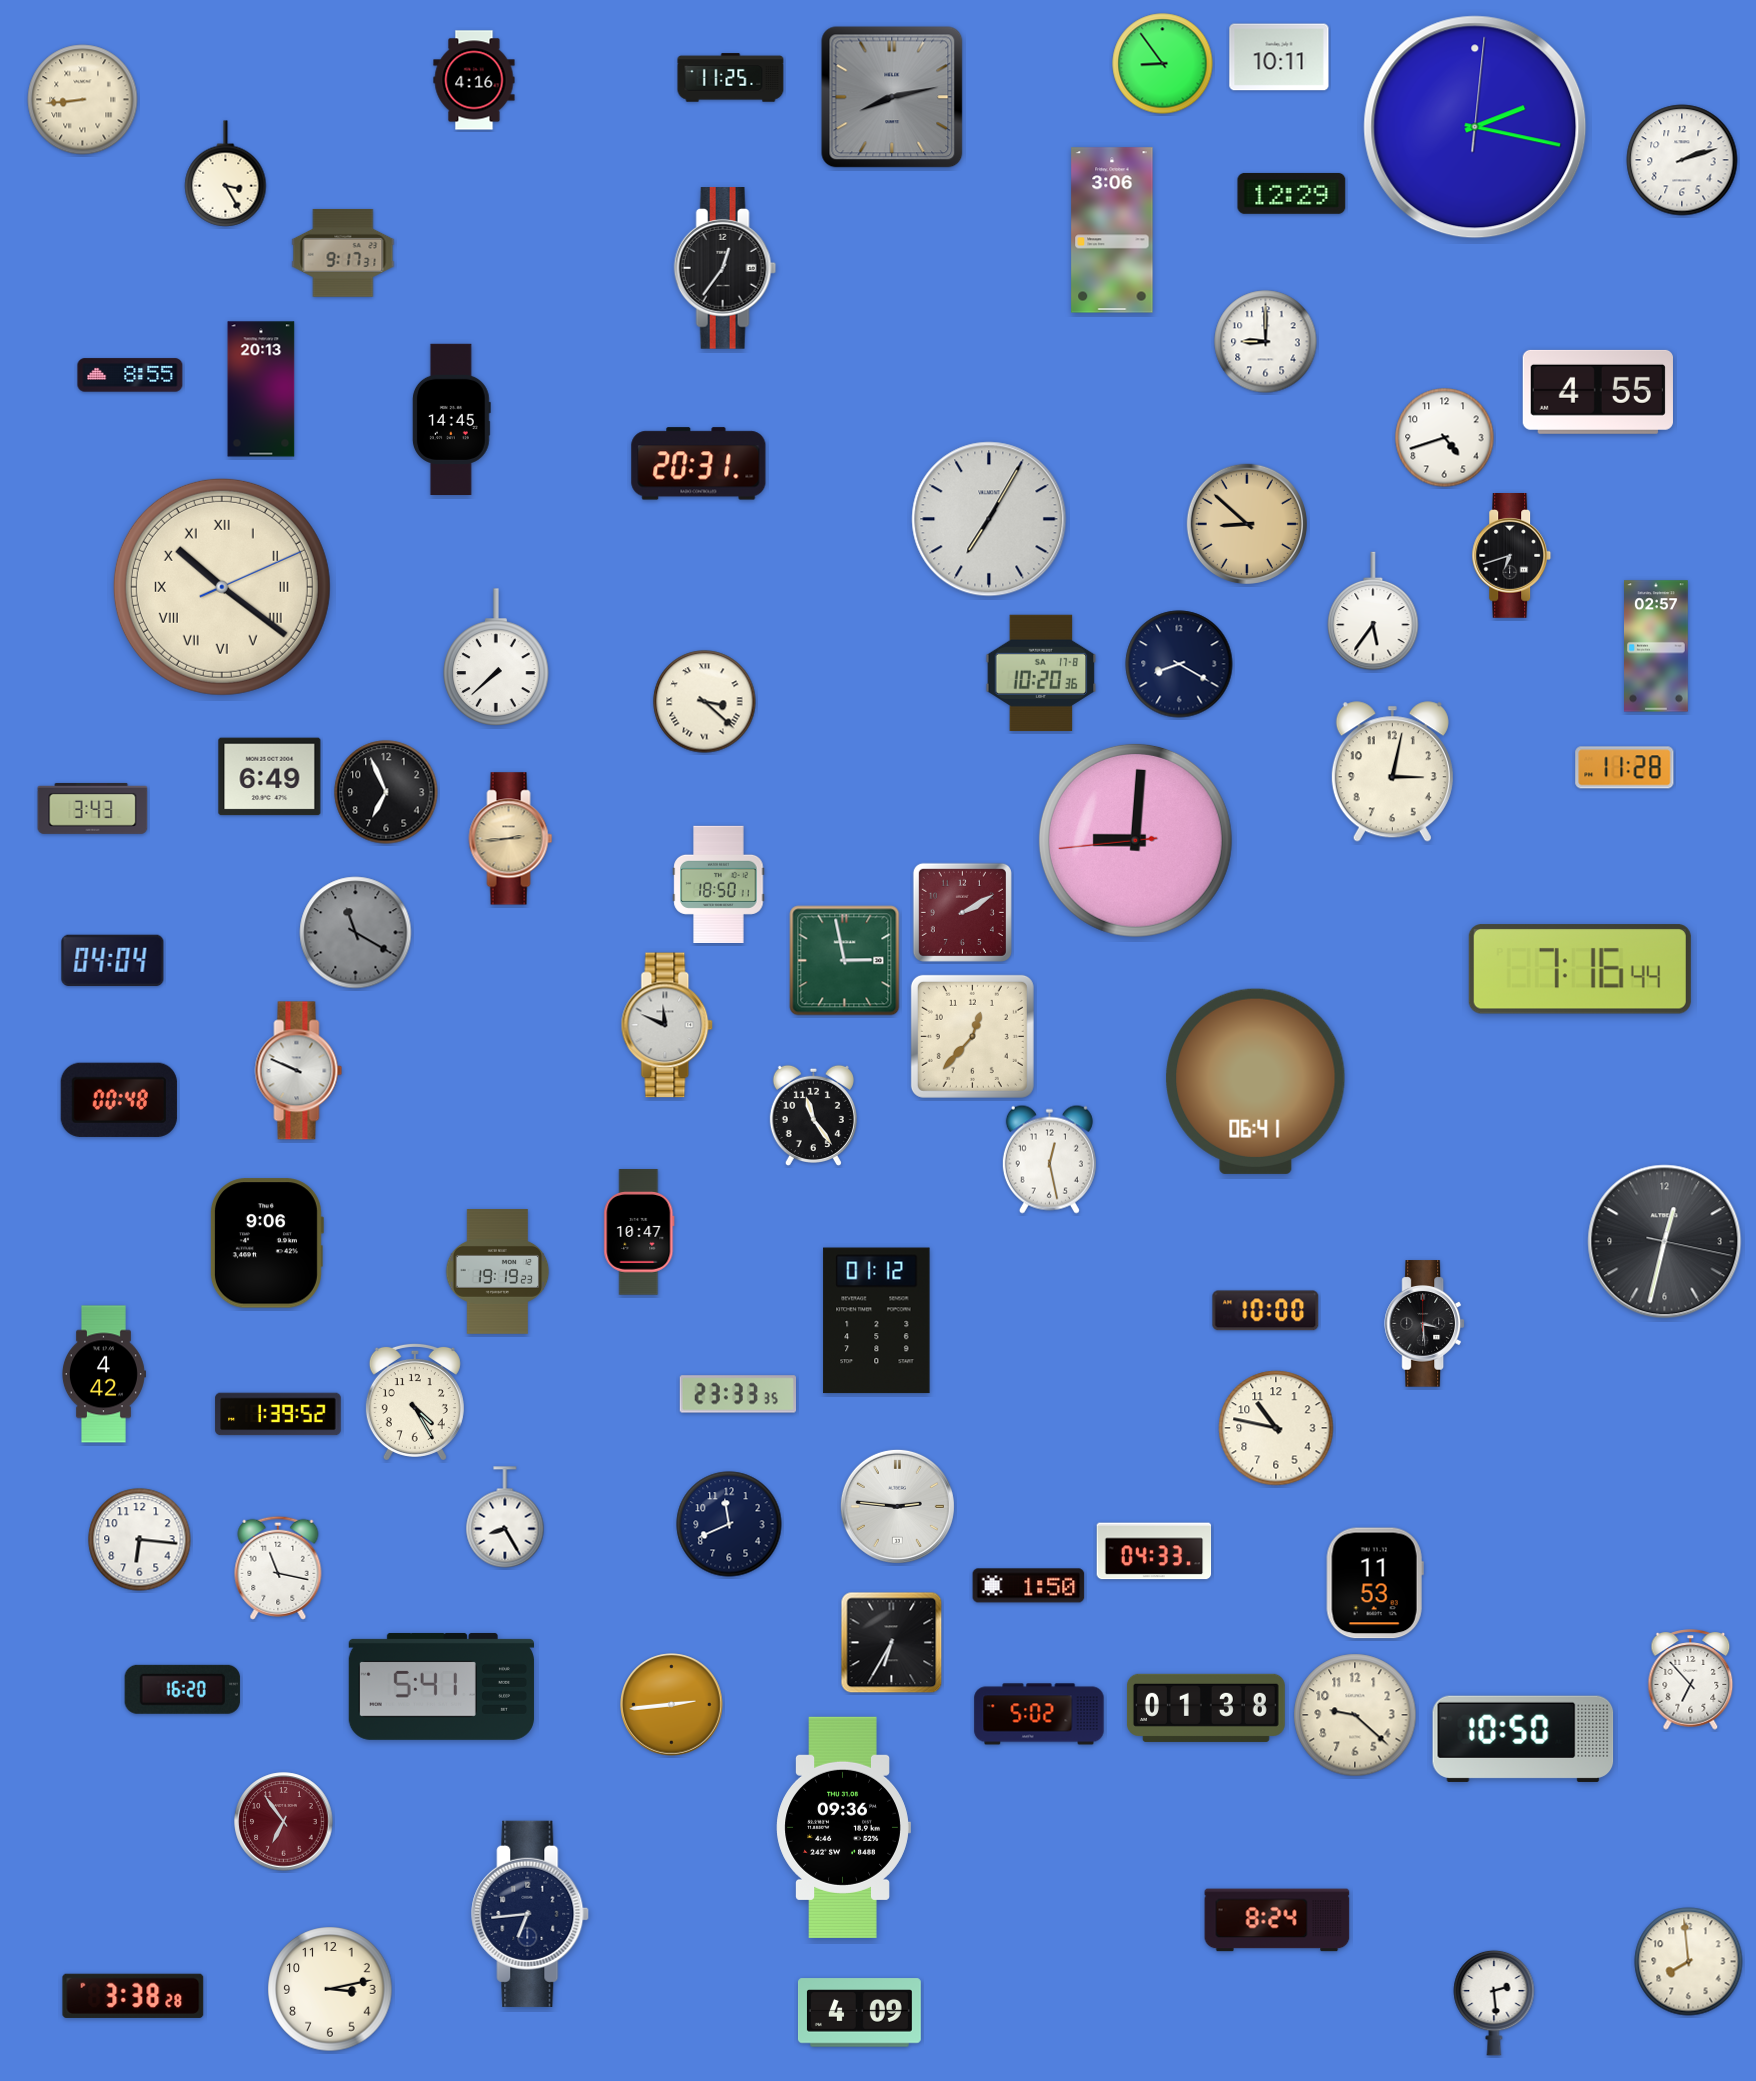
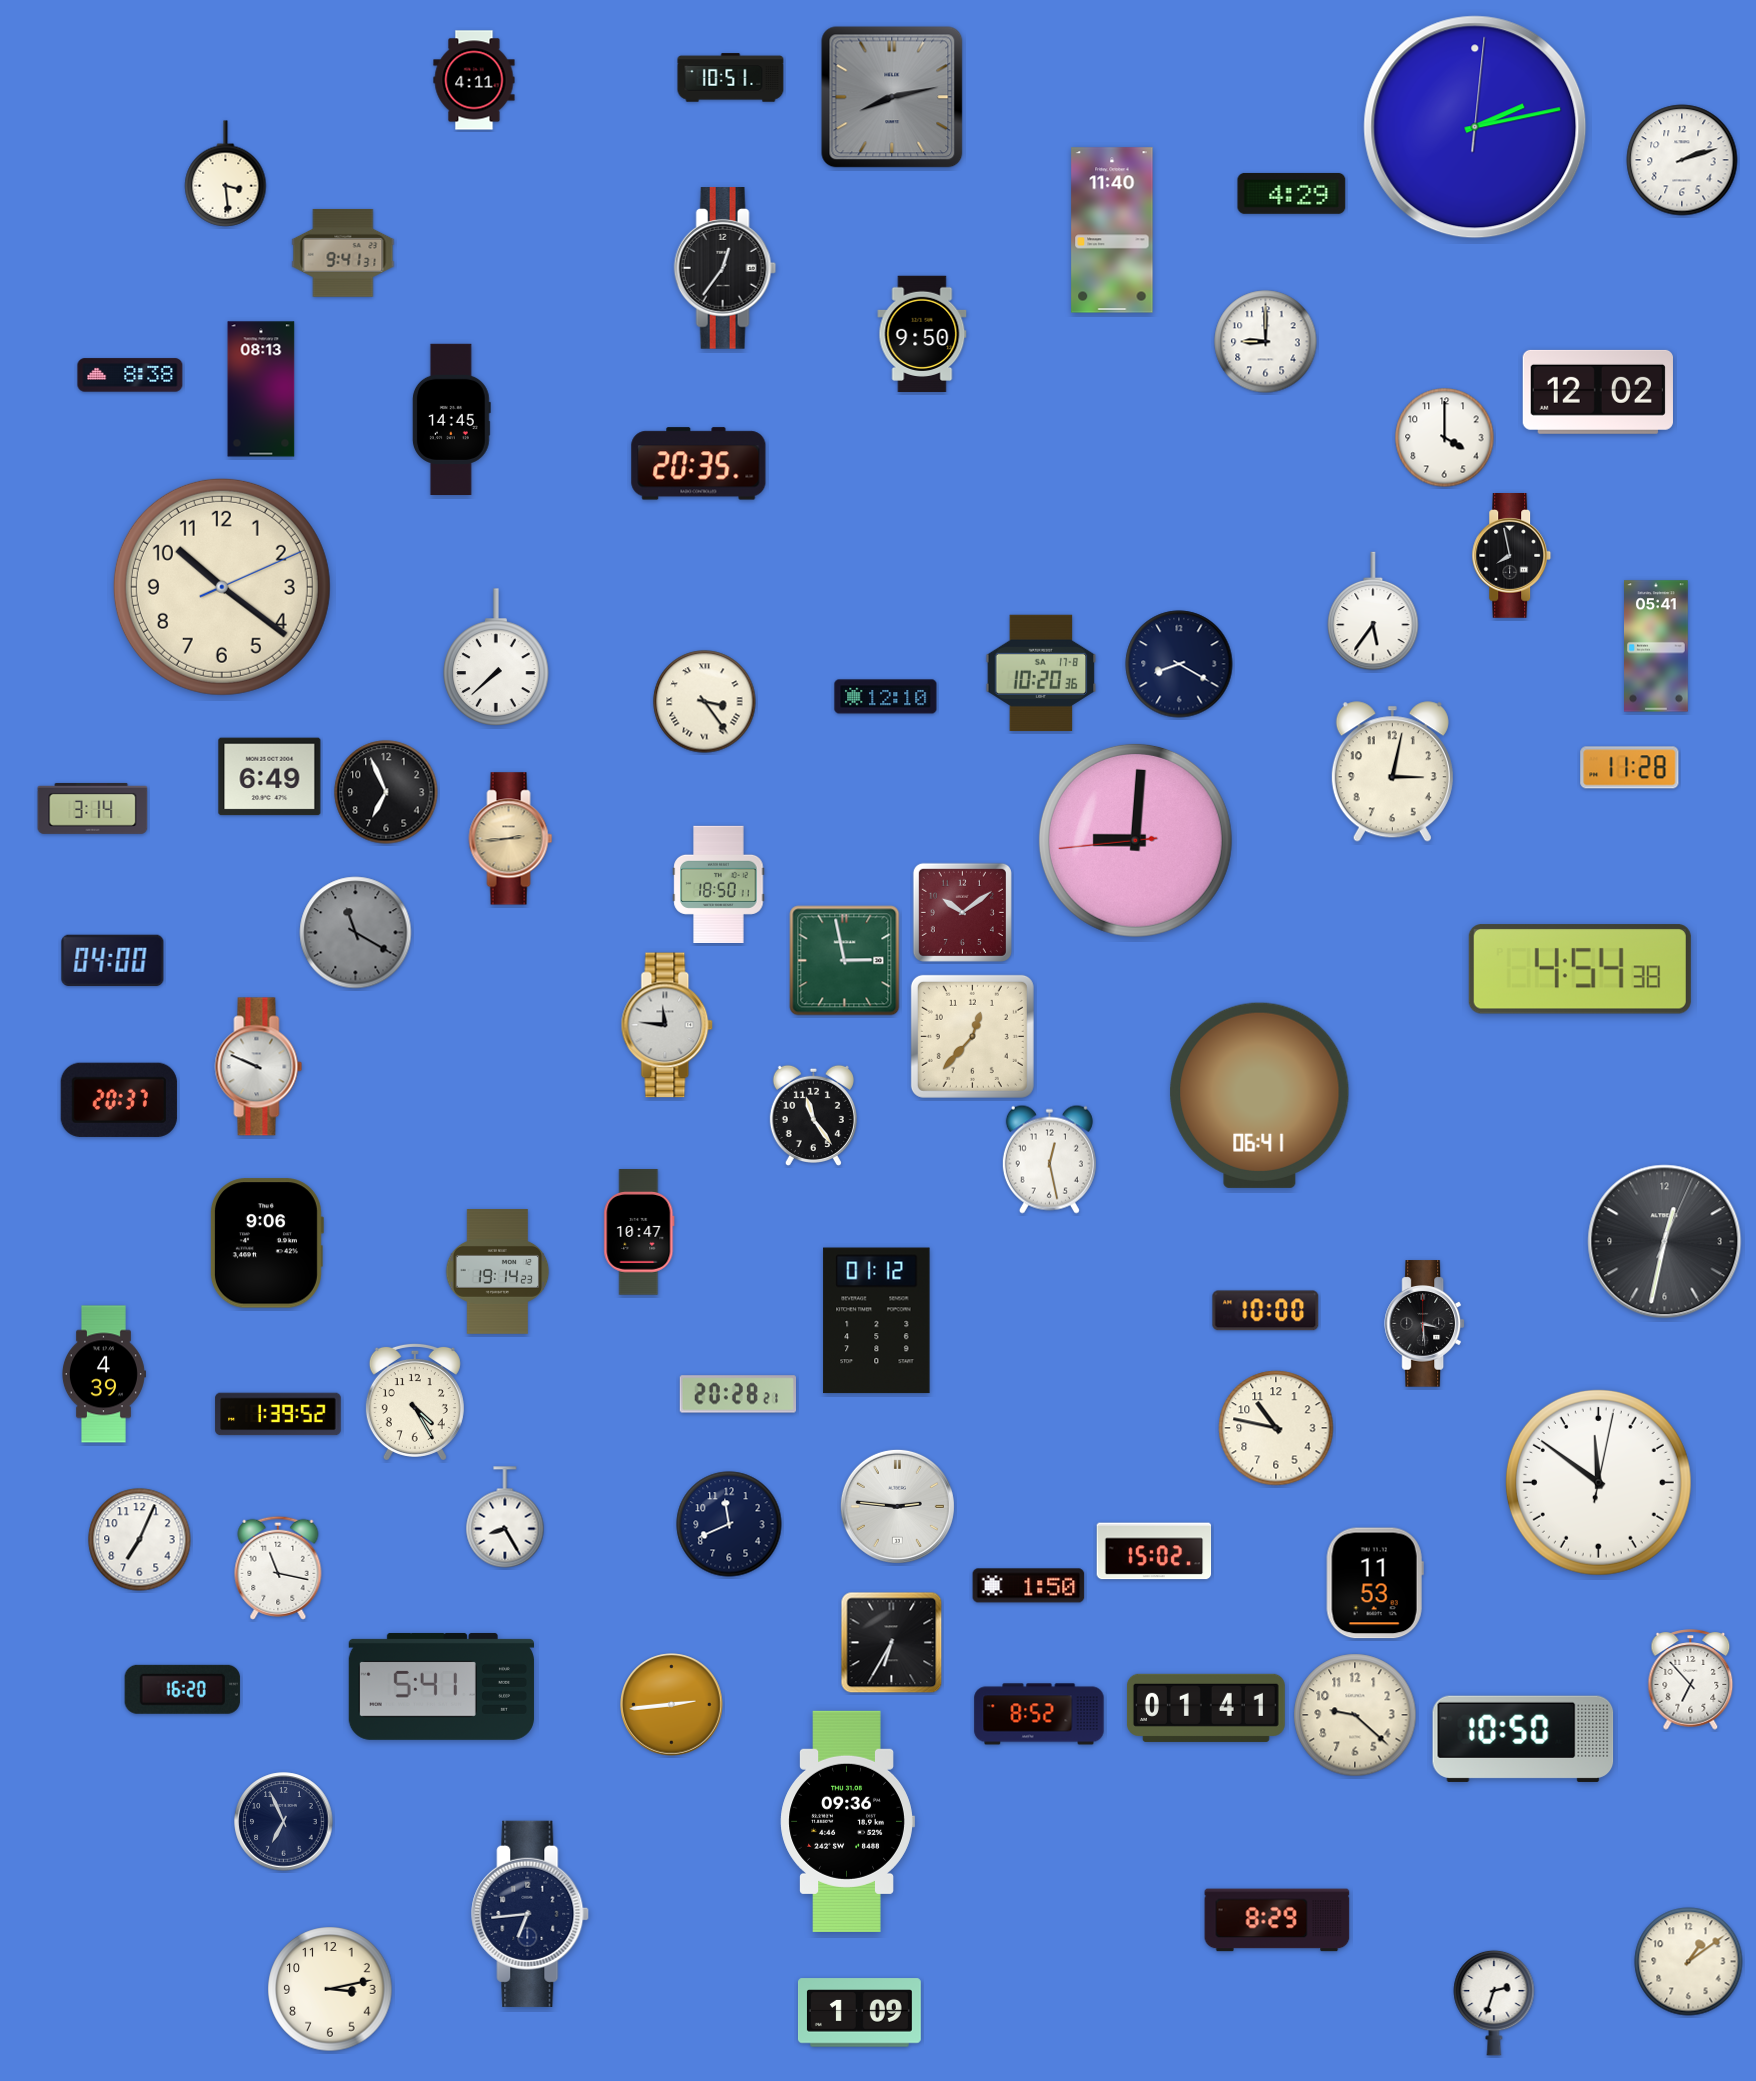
clock at (1279, 57): 10:11 -> none
clock at (1163, 64): 8:54 -> none
clock at (731, 78): 11:25 -> 10:51
clock at (474, 80): 4:16 -> 4:11
clock at (83, 100): 8:44 -> none
clock at (1475, 127): 2:17 -> 2:13
clock at (226, 174): 3:25 -> 3:29
clock at (1292, 193): 12:29 -> 4:29
clock at (1112, 230): 3:06 -> 11:40
clock at (343, 253): 9:17 -> 9:41
clock at (922, 333): none -> 9:50
clock at (130, 375): 8:55 -> 8:38
clock at (261, 389): 20:13 -> 08:13
clock at (1598, 392): 4:55 -> 12:02
clock at (1445, 438): 4:42 -> 4:00
clock at (699, 464): 20:31 -> 20:35
clock at (989, 519): 7:05 -> none
clock at (1247, 524): 8:52 -> none
clock at (1512, 556): 6:42 -> 7:58
clock at (222, 587) numerals: Roman -> Arabic
clock at (1657, 646): 02:57 -> 05:41
clock at (886, 697): none -> 12:10
clock at (705, 702): 3:22 -> 3:24
clock at (1625, 768) position: (1625, 768) -> (1630, 768)
clock at (93, 808): 3:43 -> 3:14
clock at (962, 912): 2:10 -> 10:09
clock at (113, 961): 04:04 -> 04:00
clock at (1580, 969): 7:16 -> 4:54
clock at (667, 1025): 11:49 -> 11:46
clock at (299, 1071) position: (299, 1071) -> (259, 1067)
clock at (1256, 1081) position: (1256, 1081) -> (1260, 1095)
clock at (119, 1100): 00:48 -> 20:37
clock at (1665, 1242): 12:32:17 -> 12:32:04
clock at (498, 1272): 19:19 -> 19:14
clock at (103, 1374): 4:42 -> 4:39
clock at (737, 1394): 23:33 -> 20:28
clock at (1598, 1482): none -> 11:51
clock at (140, 1540): 6:16 -> 7:04
clock at (1154, 1551): 04:33 -> 15:02
clock at (1206, 1708): 01:38 -> 01:41
clock at (1039, 1714): 5:02 -> 8:52
clock at (284, 1822): 6:54 -> 6:56
clock at (284, 1822) dial: burgundy -> navy
clock at (843, 1827) position: (843, 1827) -> (847, 1821)
clock at (1277, 1920): 8:24 -> 8:29
clock at (1689, 1962): 7:59 -> 1:09
clock at (133, 1996): 3:38 -> none
clock at (1494, 2003): 2:29 -> 2:33
clock at (859, 2013): 4:09 -> 1:09
